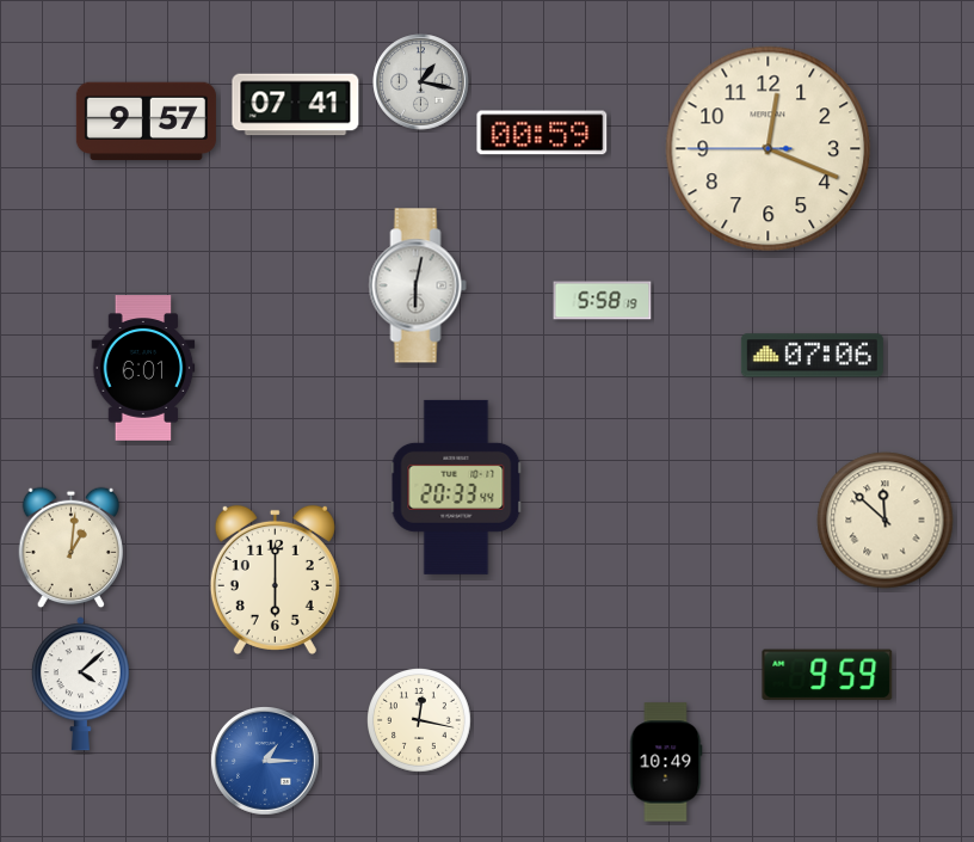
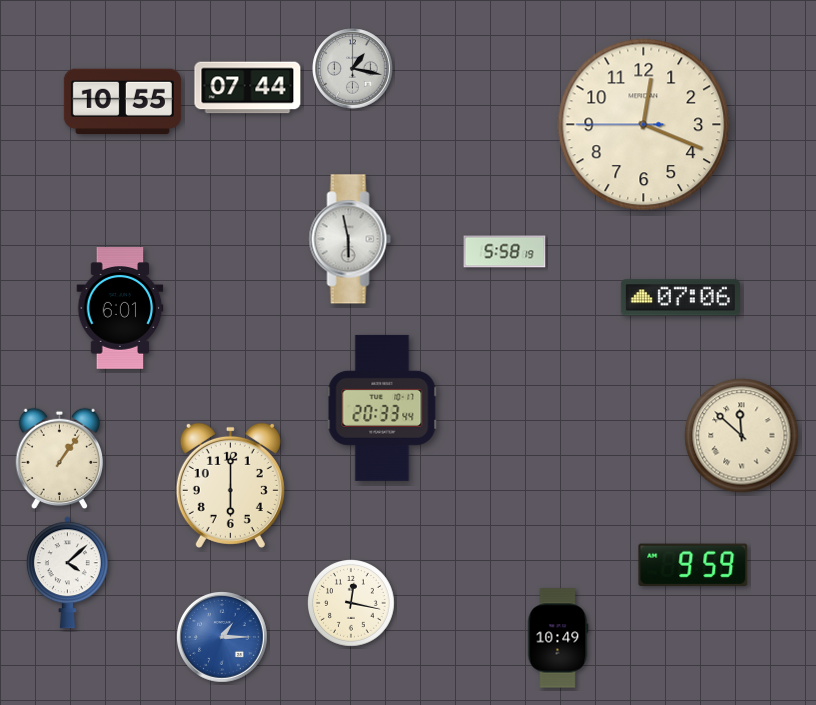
clock at (296, 105): 07:41 -> 07:44
clock at (146, 122): 9:57 -> 10:55
clock at (542, 133): 00:59 -> none
clock at (418, 285): 6:02 -> 5:58
clock at (72, 548): 1:01 -> 1:06
